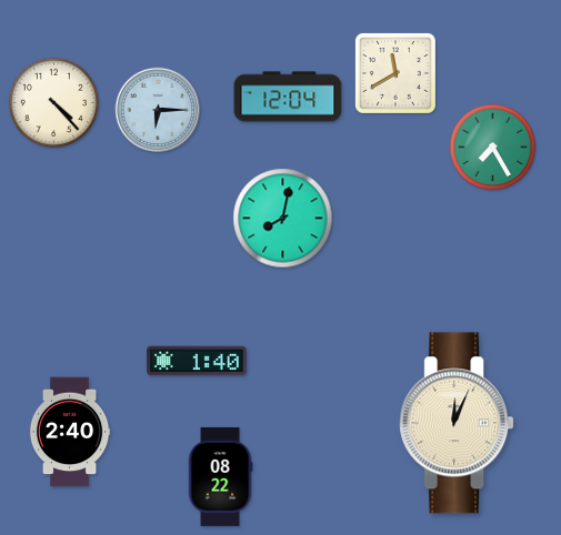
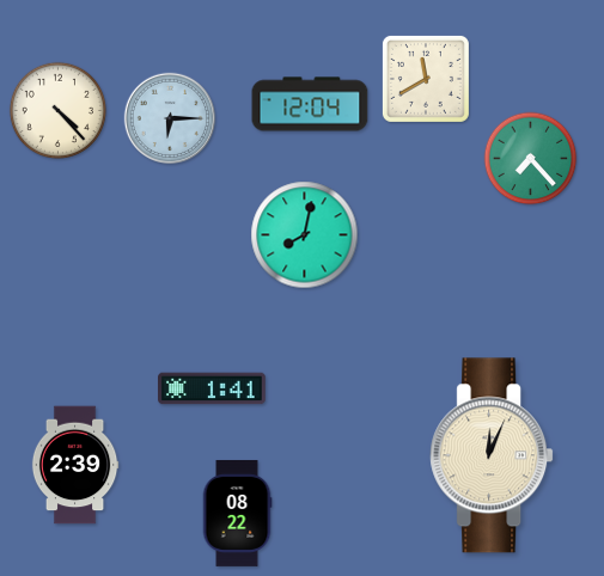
clock at (493, 148): 7:25 -> 7:23
clock at (197, 361): 1:40 -> 1:41
clock at (70, 432): 2:40 -> 2:39
